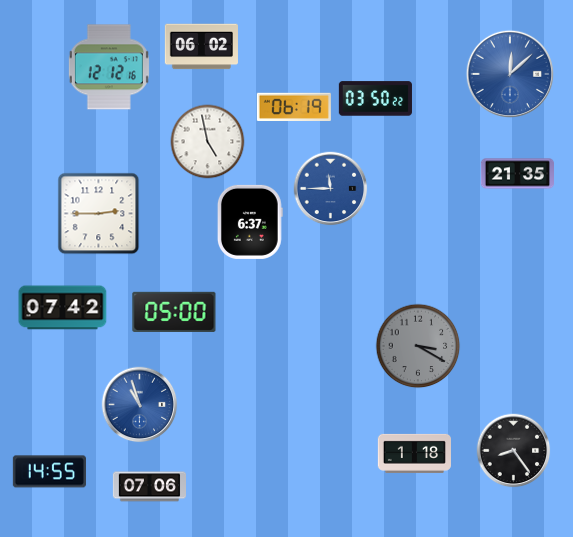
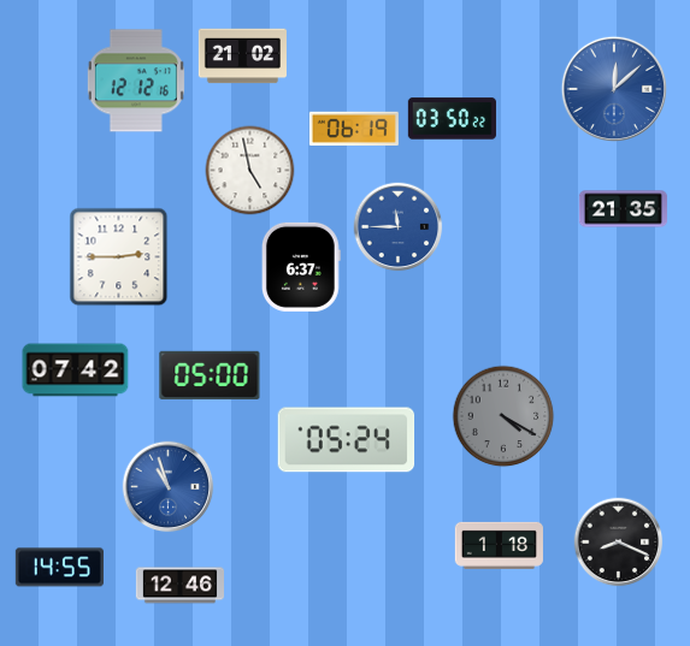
clock at (201, 47): 06:02 -> 21:02
clock at (109, 67) position: (109, 67) -> (136, 81)
clock at (418, 346): 3:20 -> 4:20
clock at (347, 440): none -> 05:24
clock at (514, 451): 8:24 -> 8:19
clock at (149, 487): 07:06 -> 12:46
